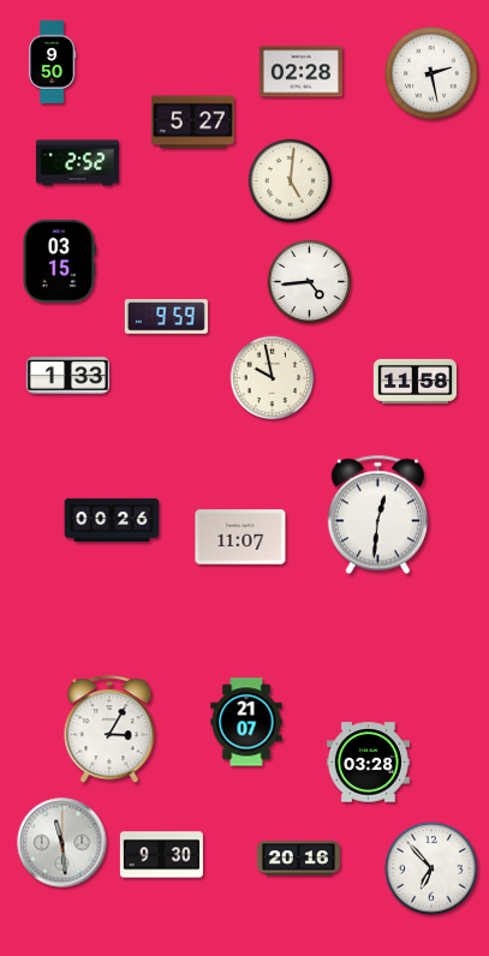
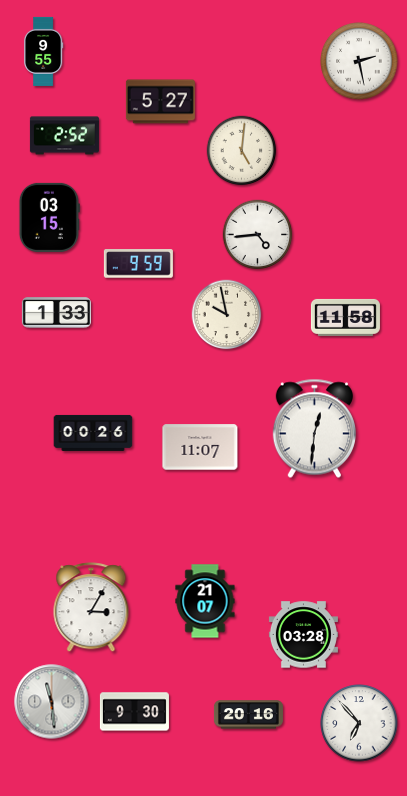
clock at (53, 61): 9:50 -> 9:55
clock at (300, 72): 02:28 -> none
clock at (368, 763) position: (368, 763) -> (303, 635)
